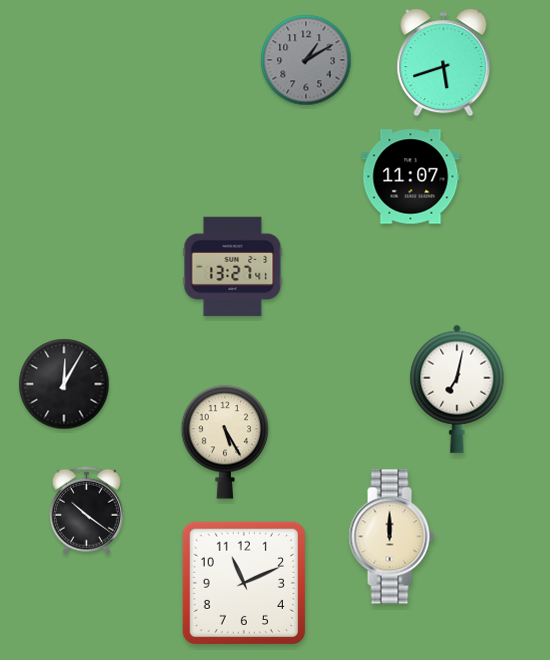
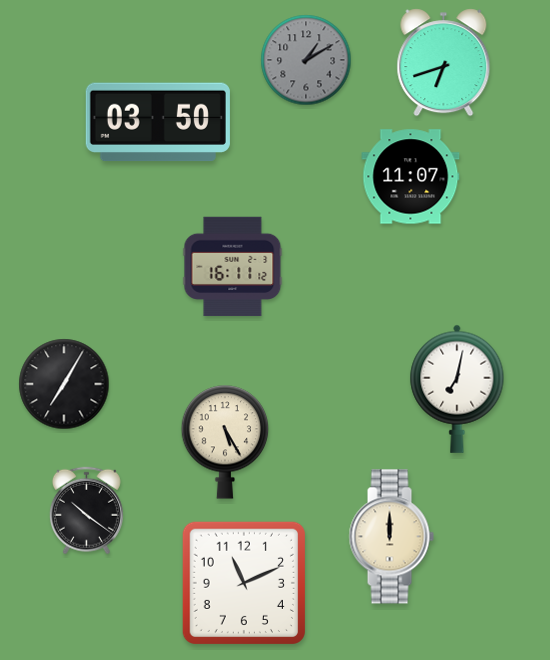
clock at (444, 63): 5:42 -> 6:42
clock at (158, 122): none -> 03:50
clock at (233, 267): 13:27 -> 16:11
clock at (64, 384): 12:05 -> 7:05
